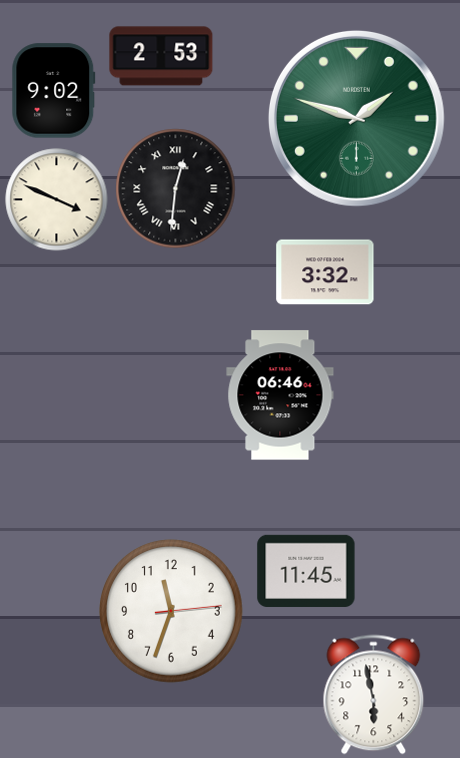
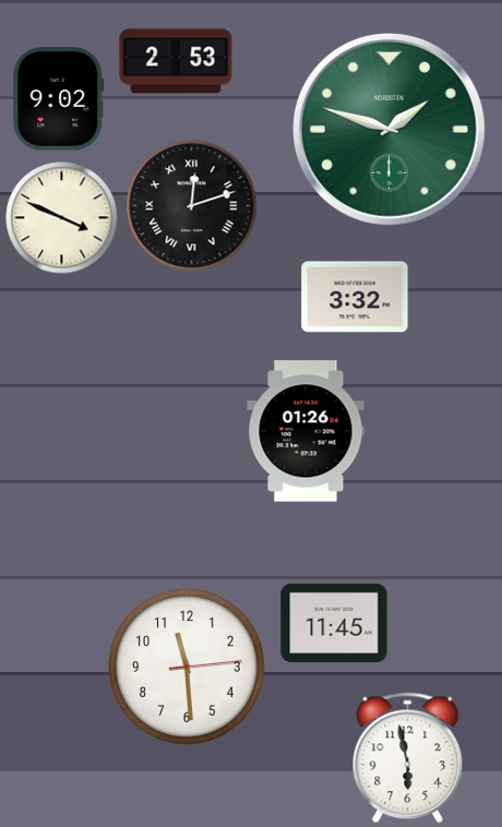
clock at (176, 189): 12:31 -> 12:12
clock at (280, 395): 06:46 -> 01:26
clock at (171, 611): 11:33 -> 11:29
